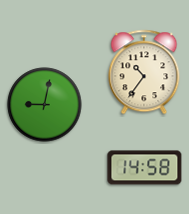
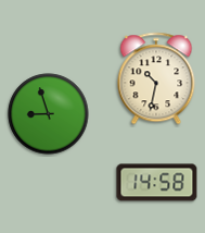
clock at (144, 72): 10:36 -> 10:32
clock at (45, 105): 9:02 -> 8:57
